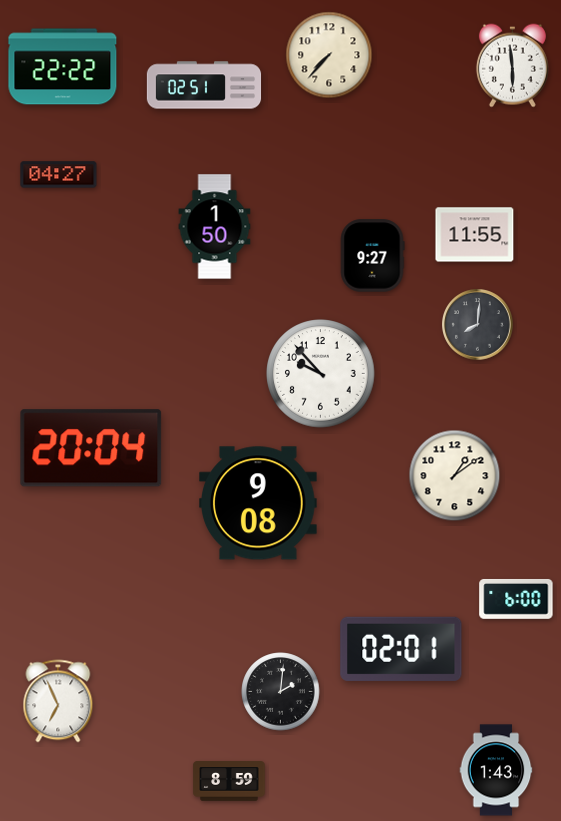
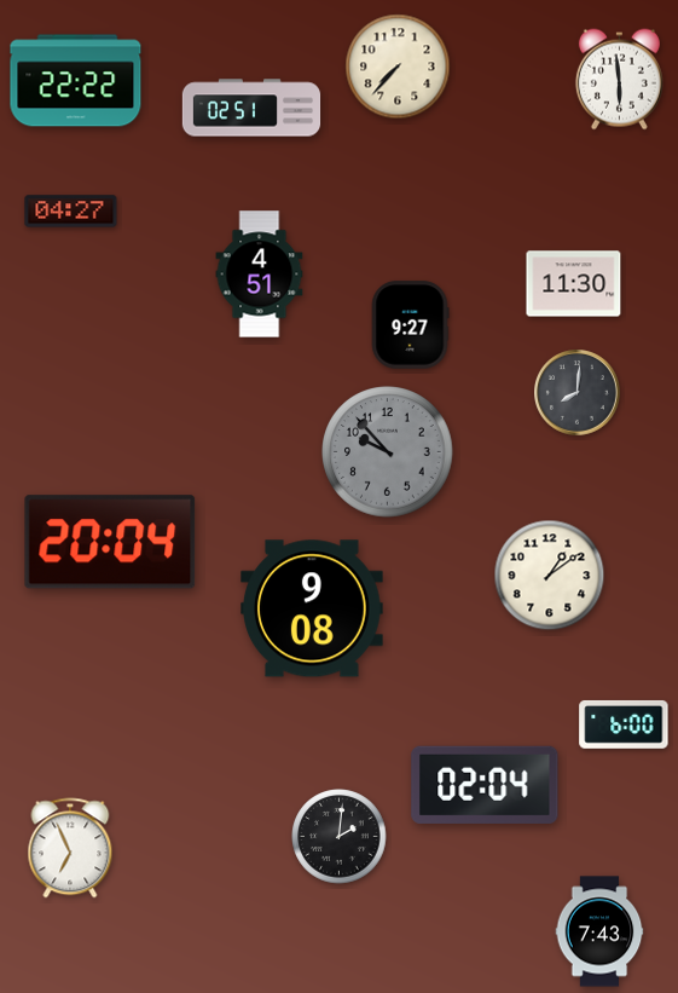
clock at (204, 85) position: (204, 85) -> (251, 108)
clock at (215, 227): 1:50 -> 4:51
clock at (475, 235): 11:55 -> 11:30
clock at (372, 256) position: (372, 256) -> (410, 325)
clock at (321, 374) dial: white -> grey
clock at (401, 649): 02:01 -> 02:04
clock at (496, 770): 1:43 -> 7:43
clock at (229, 781): 8:59 -> none
